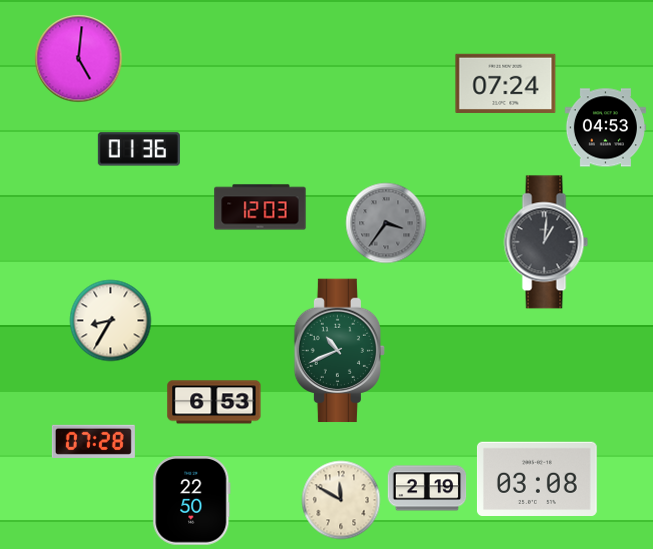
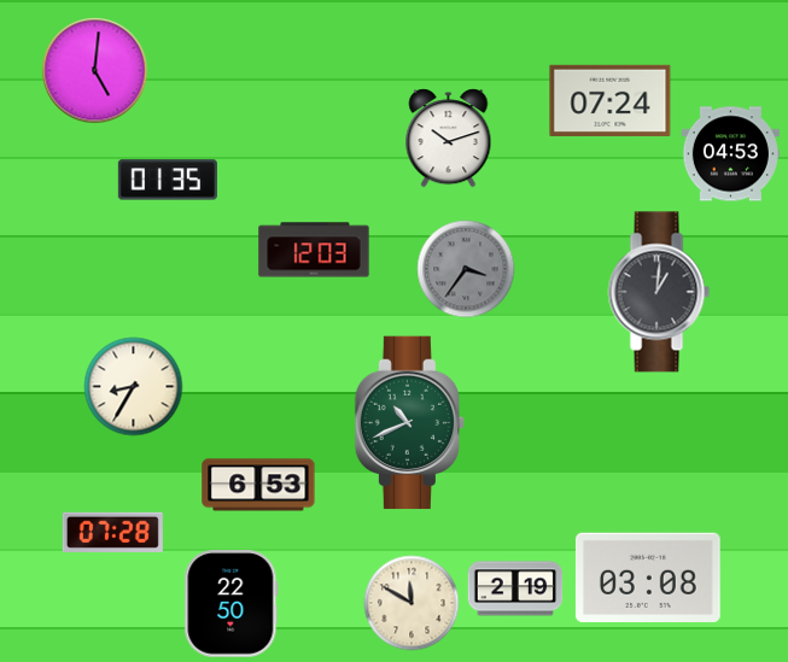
clock at (449, 139): none -> 10:12
clock at (139, 149): 01:36 -> 01:35
